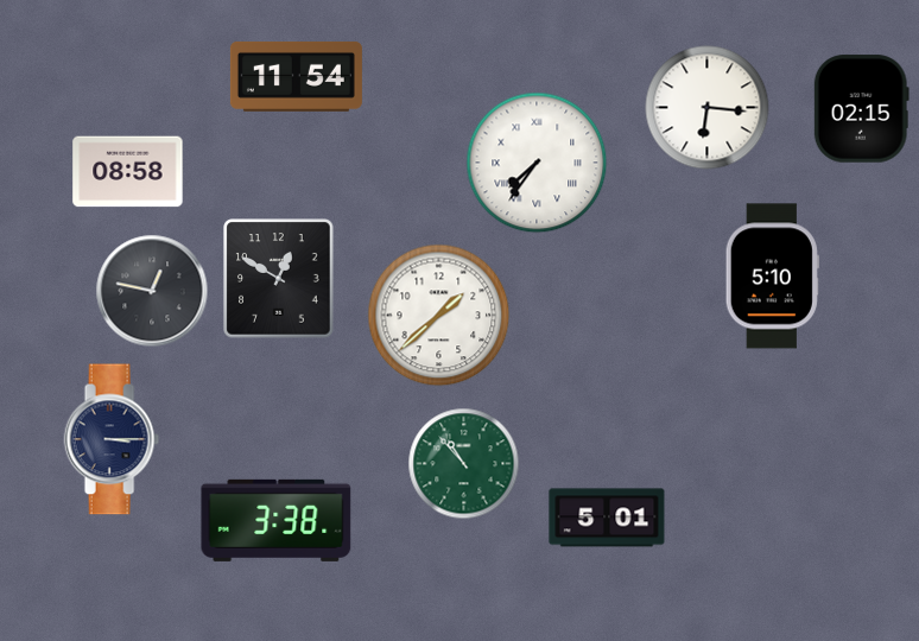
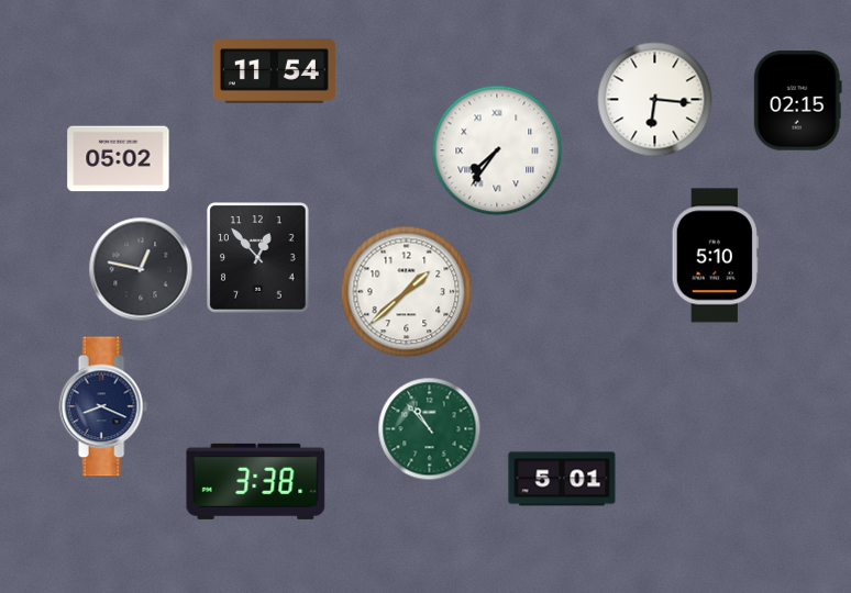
clock at (128, 172): 08:58 -> 05:02
clock at (279, 279): 12:50 -> 12:53
clock at (112, 439): 3:15 -> 8:19
